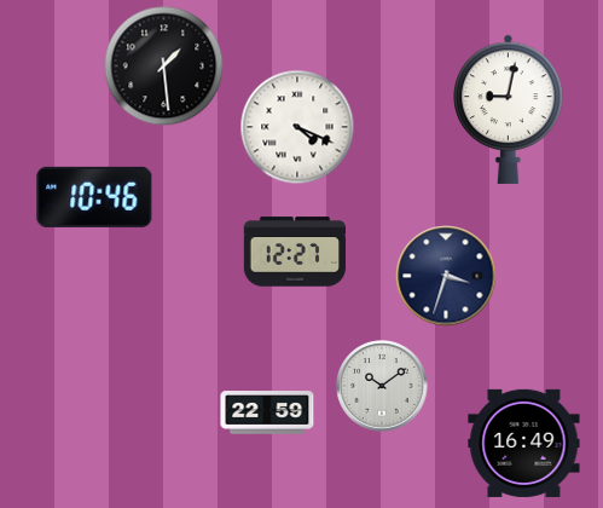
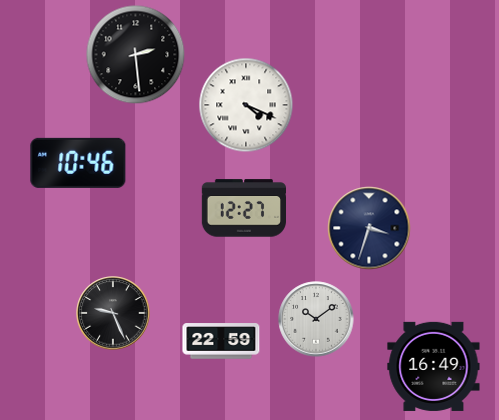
clock at (164, 67): 1:29 -> 2:29
clock at (509, 109): 9:02 -> none
clock at (113, 313): none -> 9:26
